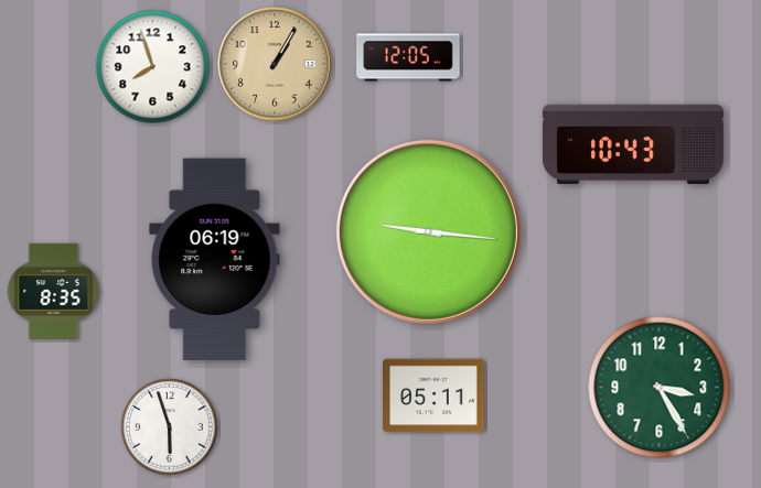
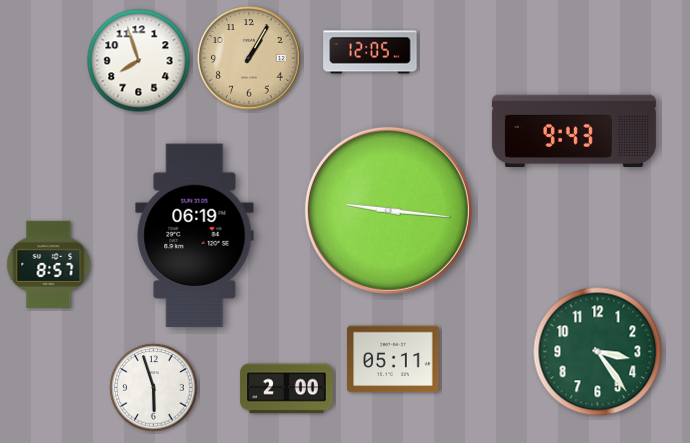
clock at (633, 143): 10:43 -> 9:43
clock at (54, 291): 8:35 -> 8:57
clock at (660, 388): 3:25 -> 3:24
clock at (287, 389): none -> 2:00
